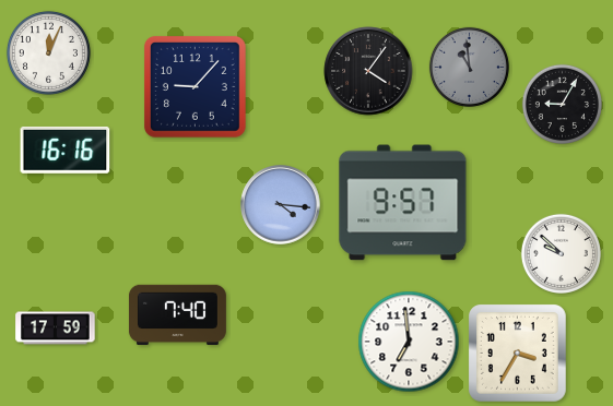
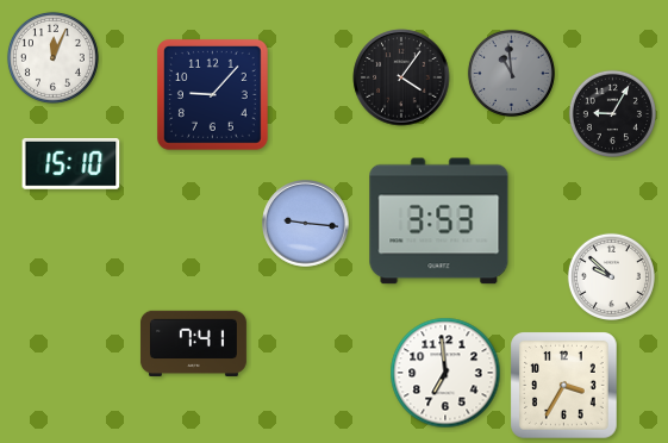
clock at (66, 150): 16:16 -> 15:10
clock at (403, 203): 9:57 -> 3:53
clock at (281, 205): 4:16 -> 9:16
clock at (177, 315): 7:40 -> 7:41
clock at (56, 329): 17:59 -> none
